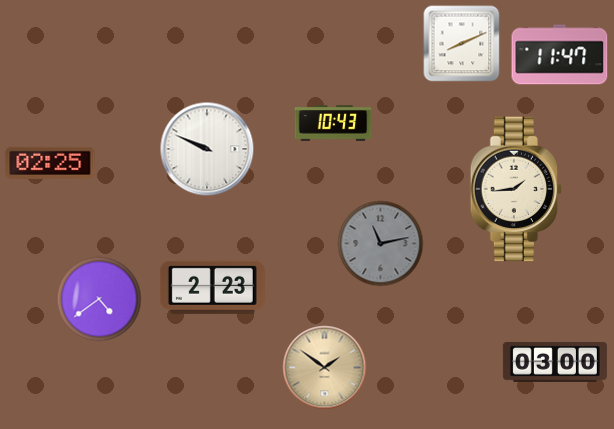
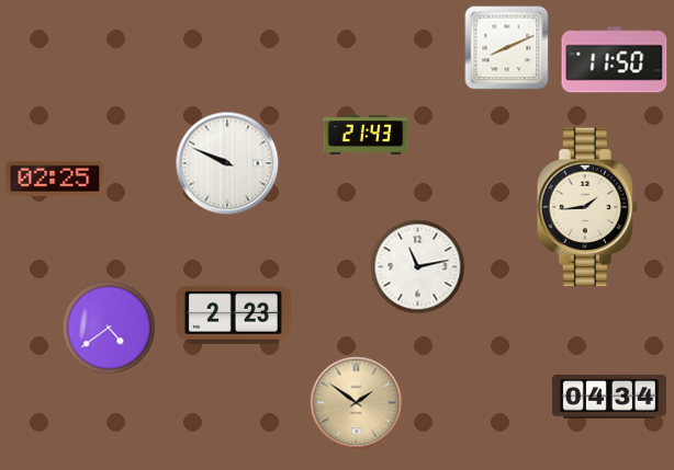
clock at (560, 55): 11:47 -> 11:50
clock at (333, 123): 10:43 -> 21:43
clock at (516, 189) position: (516, 189) -> (587, 207)
clock at (381, 244) dial: grey -> white
clock at (555, 362): 03:00 -> 04:34
